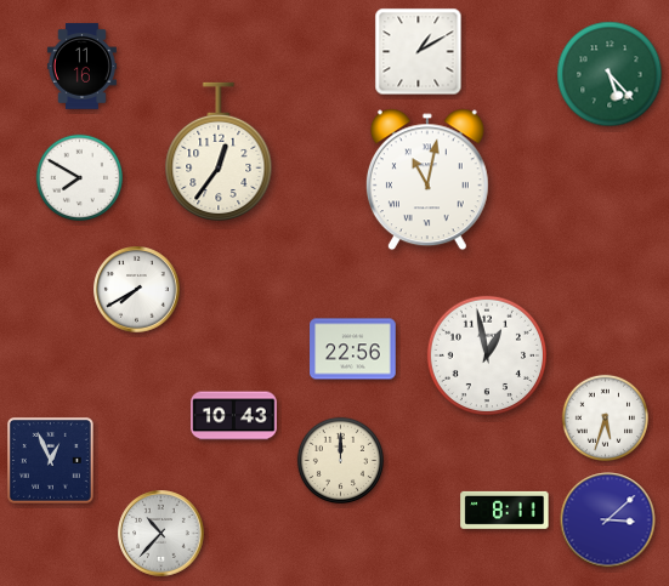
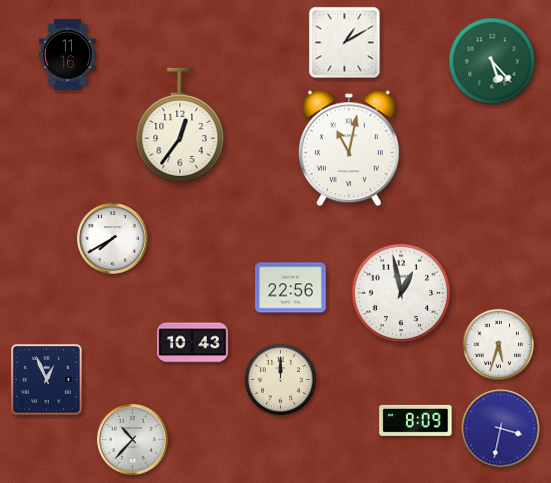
clock at (610, 74) position: (610, 74) -> (492, 61)
clock at (79, 177): 7:50 -> none
clock at (427, 180) position: (427, 180) -> (349, 148)
clock at (50, 460) position: (50, 460) -> (46, 379)
clock at (505, 510): 8:11 -> 8:09
clock at (608, 520): 3:08 -> 3:32
